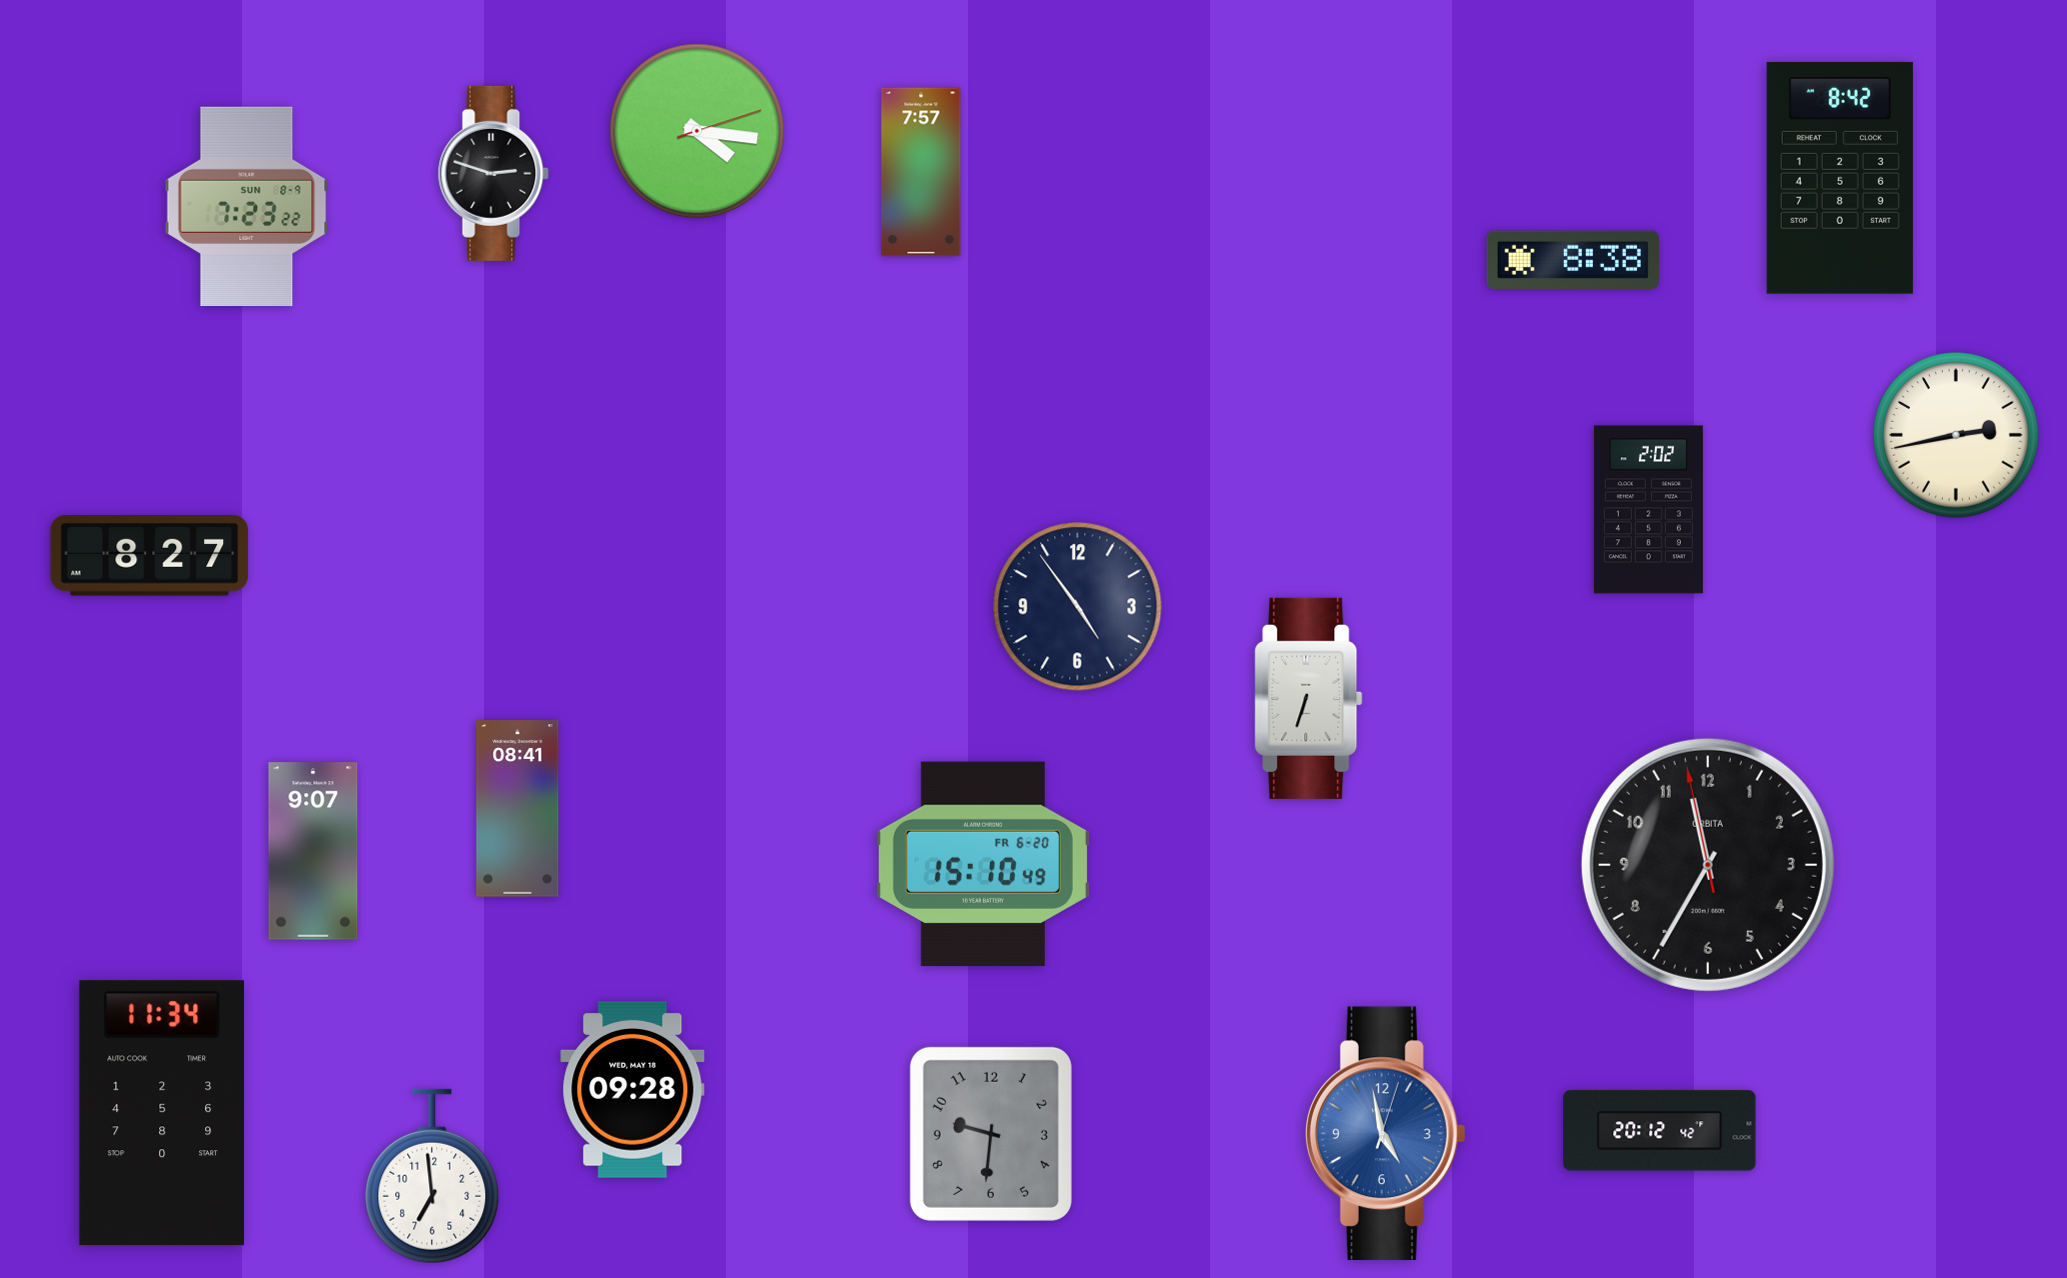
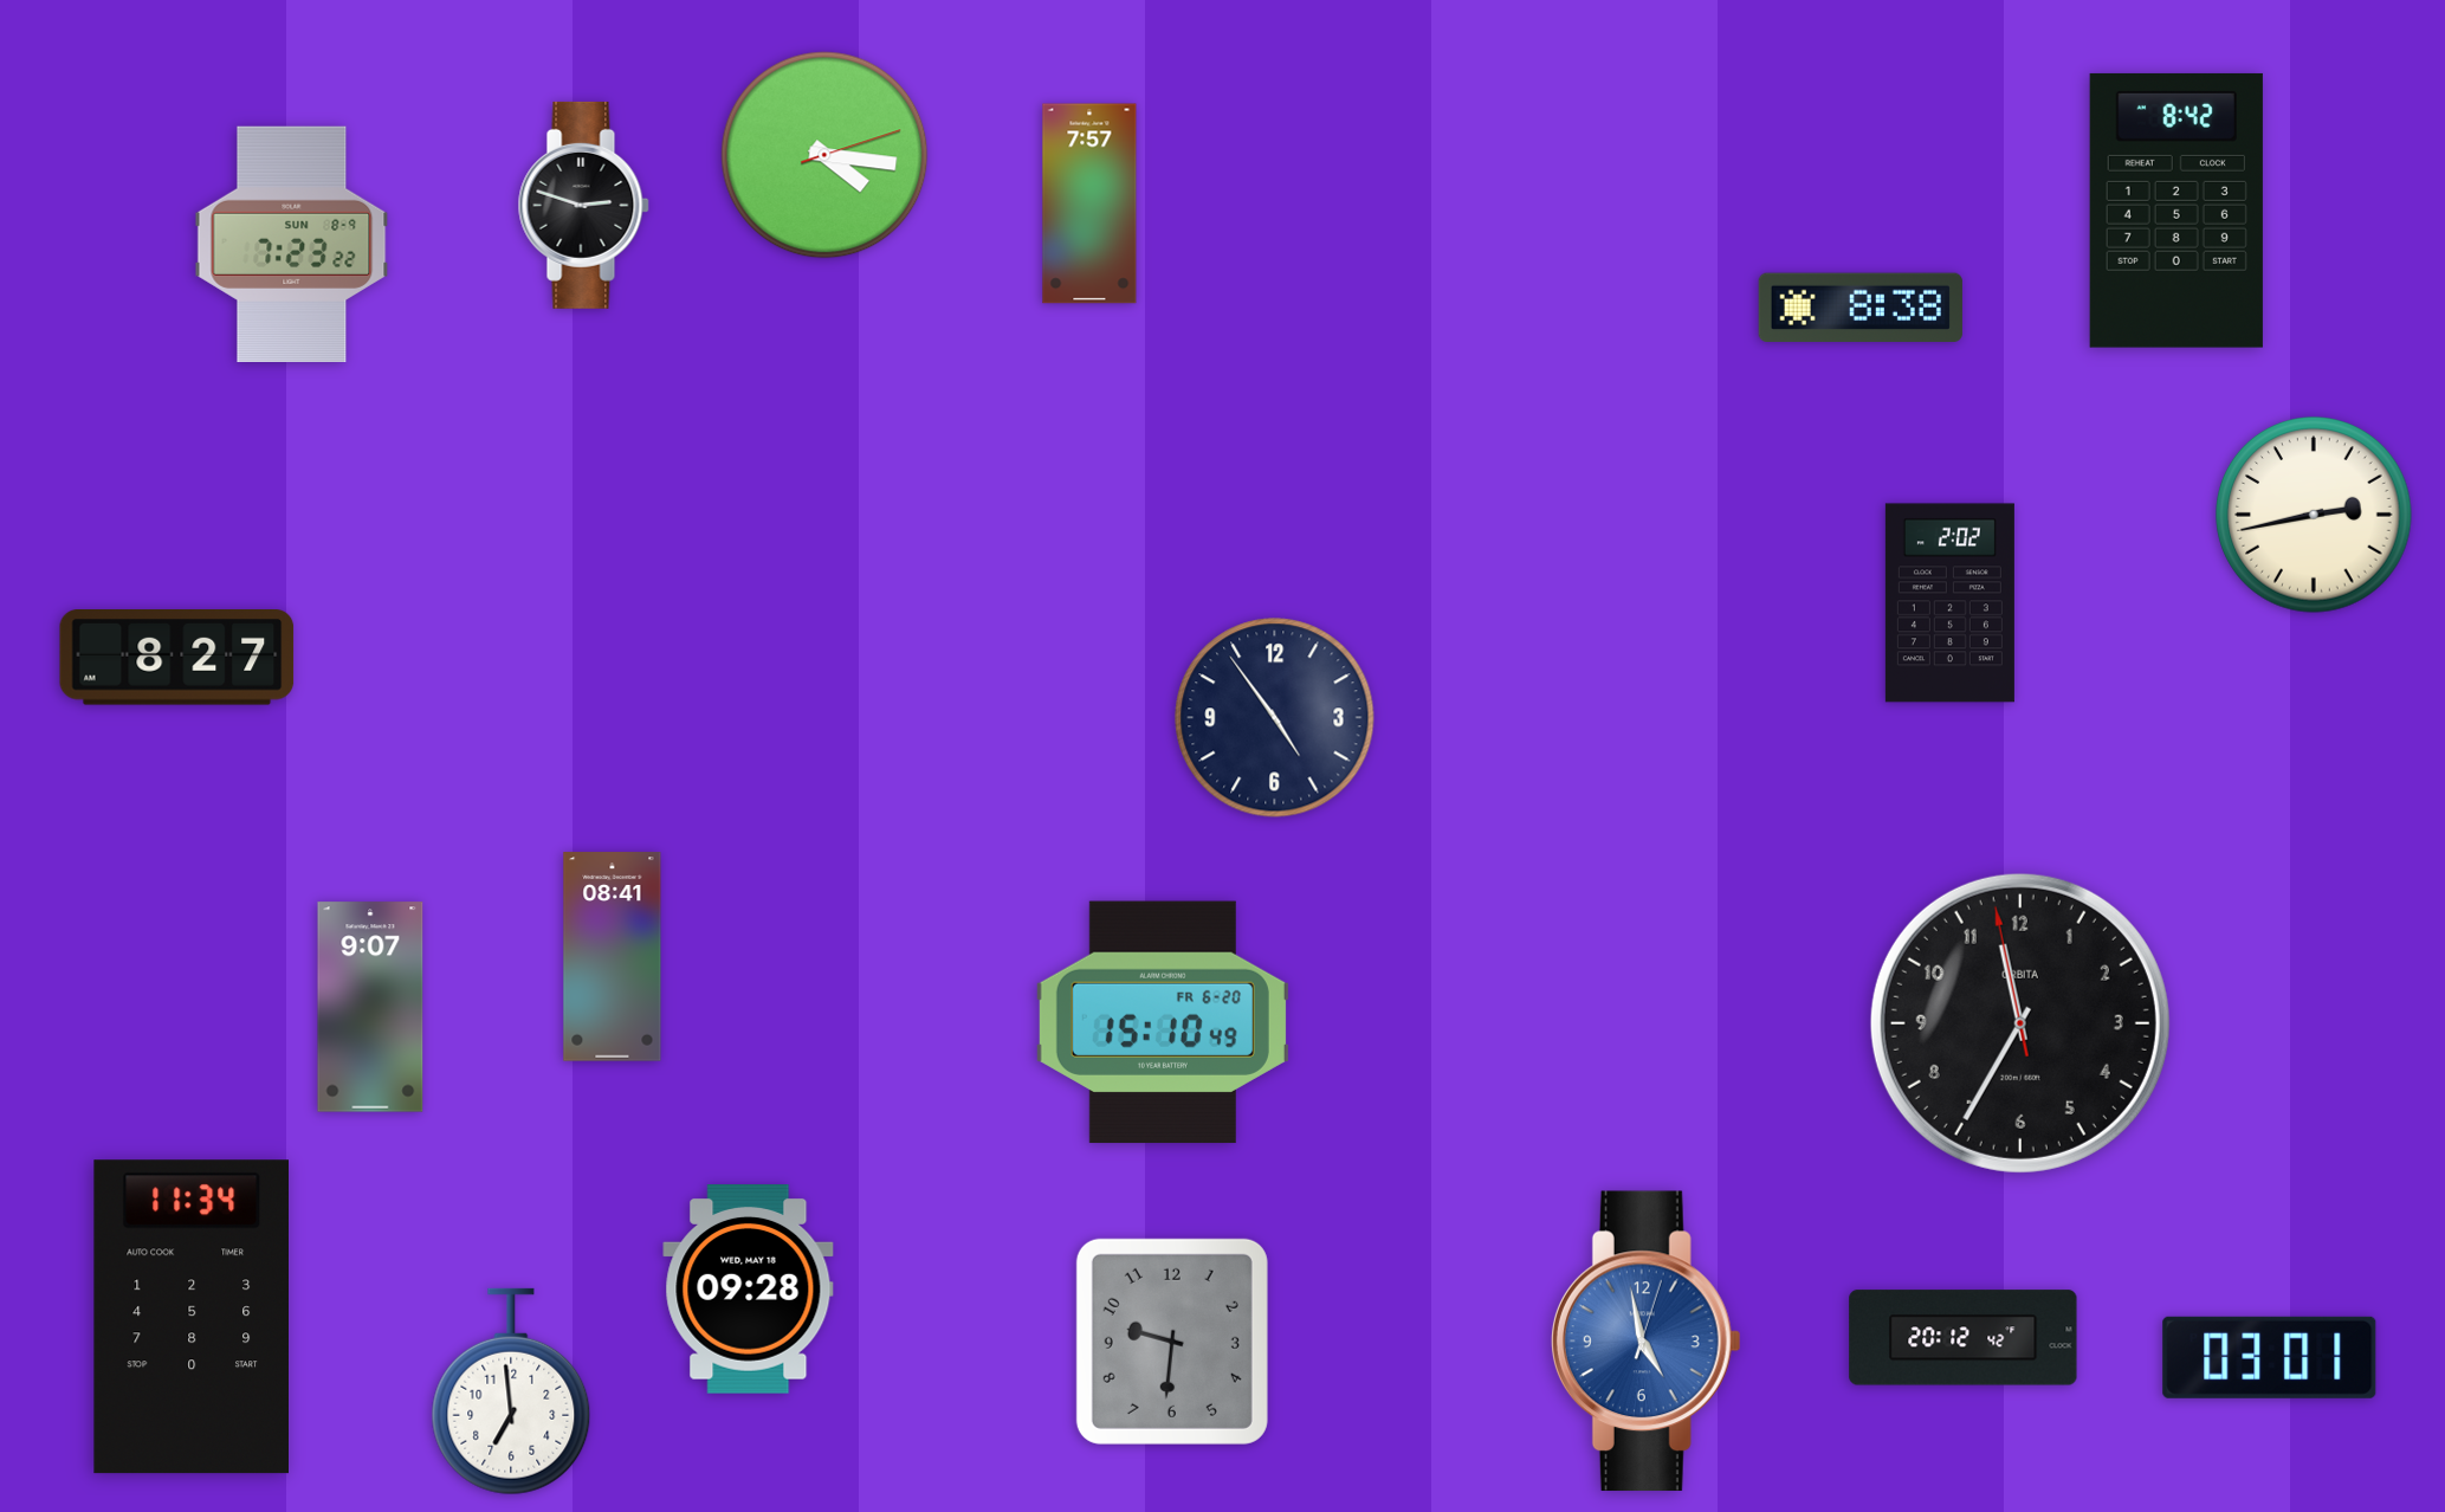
clock at (1309, 698): 6:33 -> none
clock at (1385, 1133) position: (1385, 1133) -> (1645, 1340)
clock at (2270, 1357): none -> 03:01
